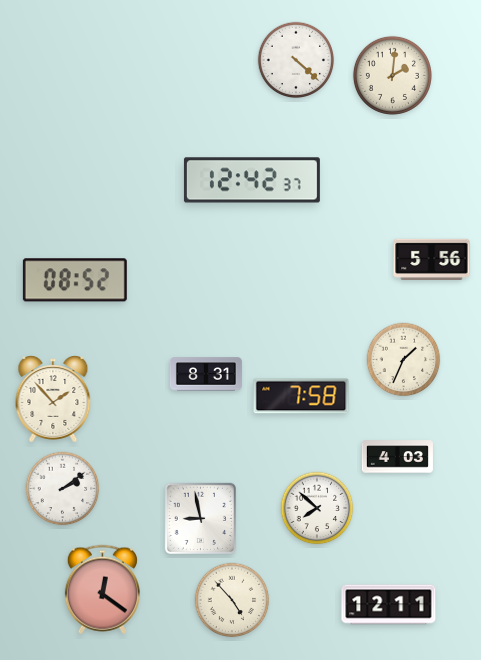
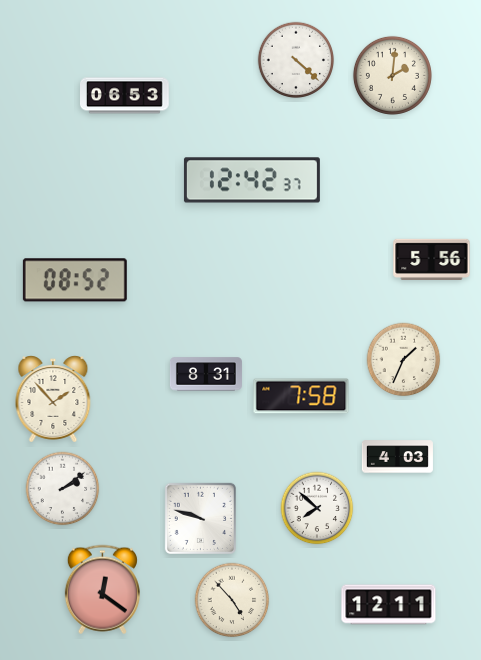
clock at (125, 96): none -> 06:53
clock at (200, 518): 8:58 -> 9:48
